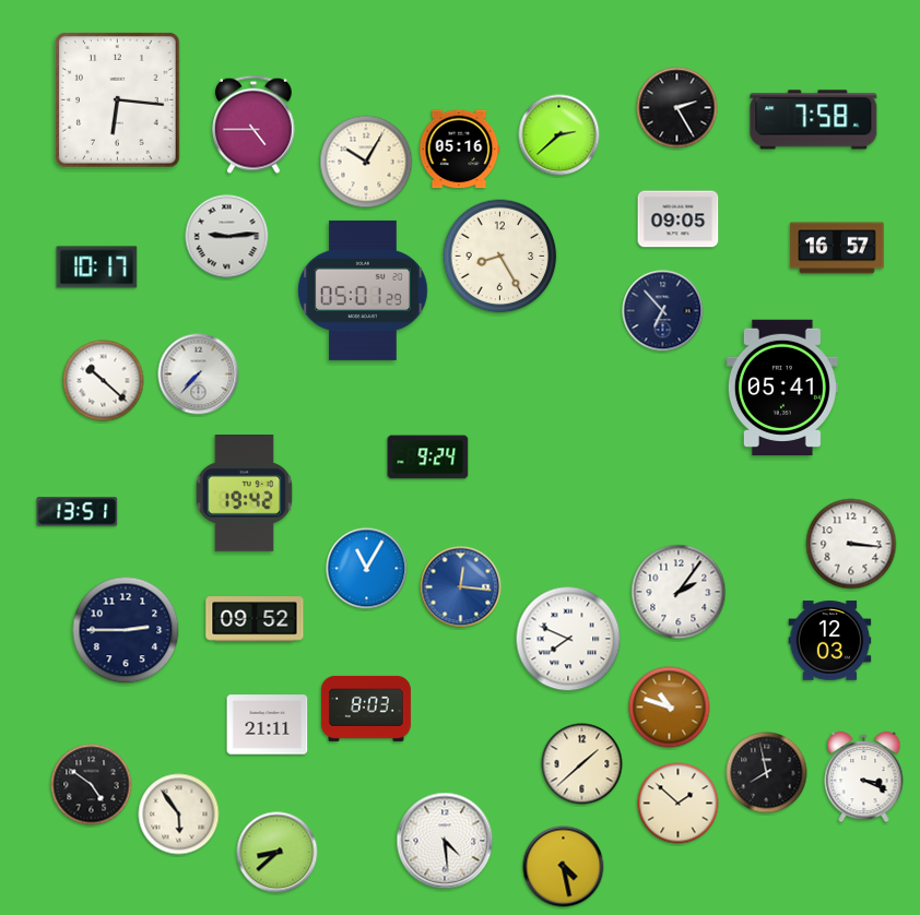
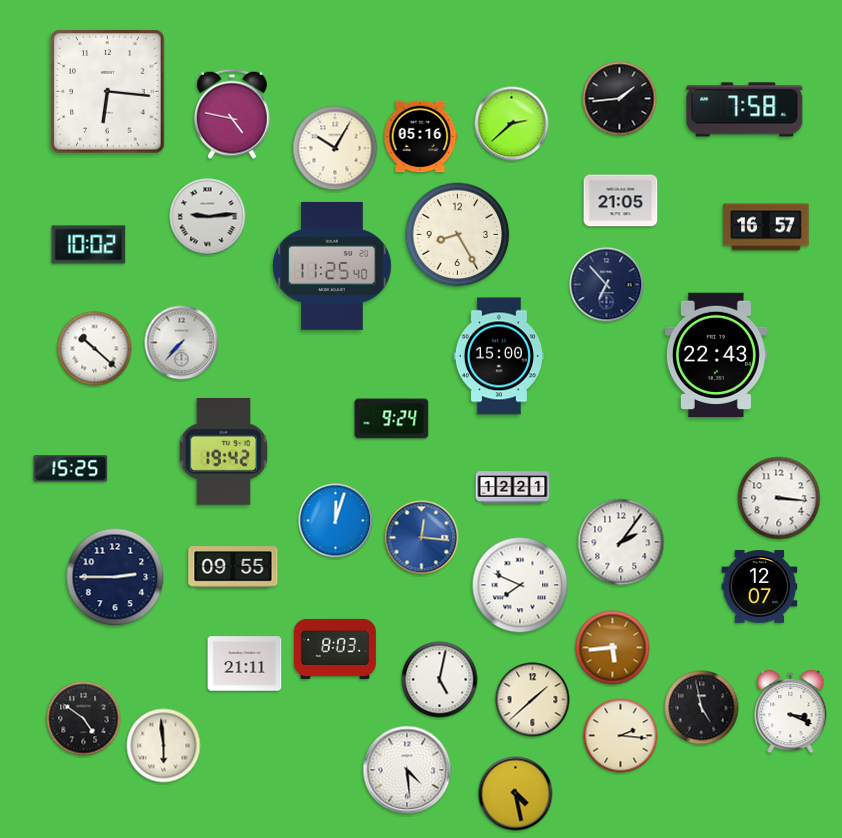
clock at (677, 108): 2:25 -> 1:44
clock at (255, 124): 4:45 -> 4:47
clock at (679, 219): 09:05 -> 21:05
clock at (97, 268): 10:17 -> 10:02
clock at (363, 290): 05:01 -> 11:25
clock at (782, 387): 05:41 -> 22:43
clock at (499, 356): none -> 15:00
clock at (78, 512): 13:51 -> 15:25
clock at (513, 488): none -> 12:21
clock at (367, 569): 11:05 -> 12:03
clock at (255, 619): 09:52 -> 09:55
clock at (830, 641): 12:03 -> 12:07
clock at (670, 708): 10:48 -> 5:44
clock at (440, 680): none -> 5:02
clock at (767, 773): 7:58 -> 4:58
clock at (679, 804): 1:52 -> 2:16
clock at (179, 815): 5:54 -> 5:59
clock at (278, 853): 8:38 -> none
